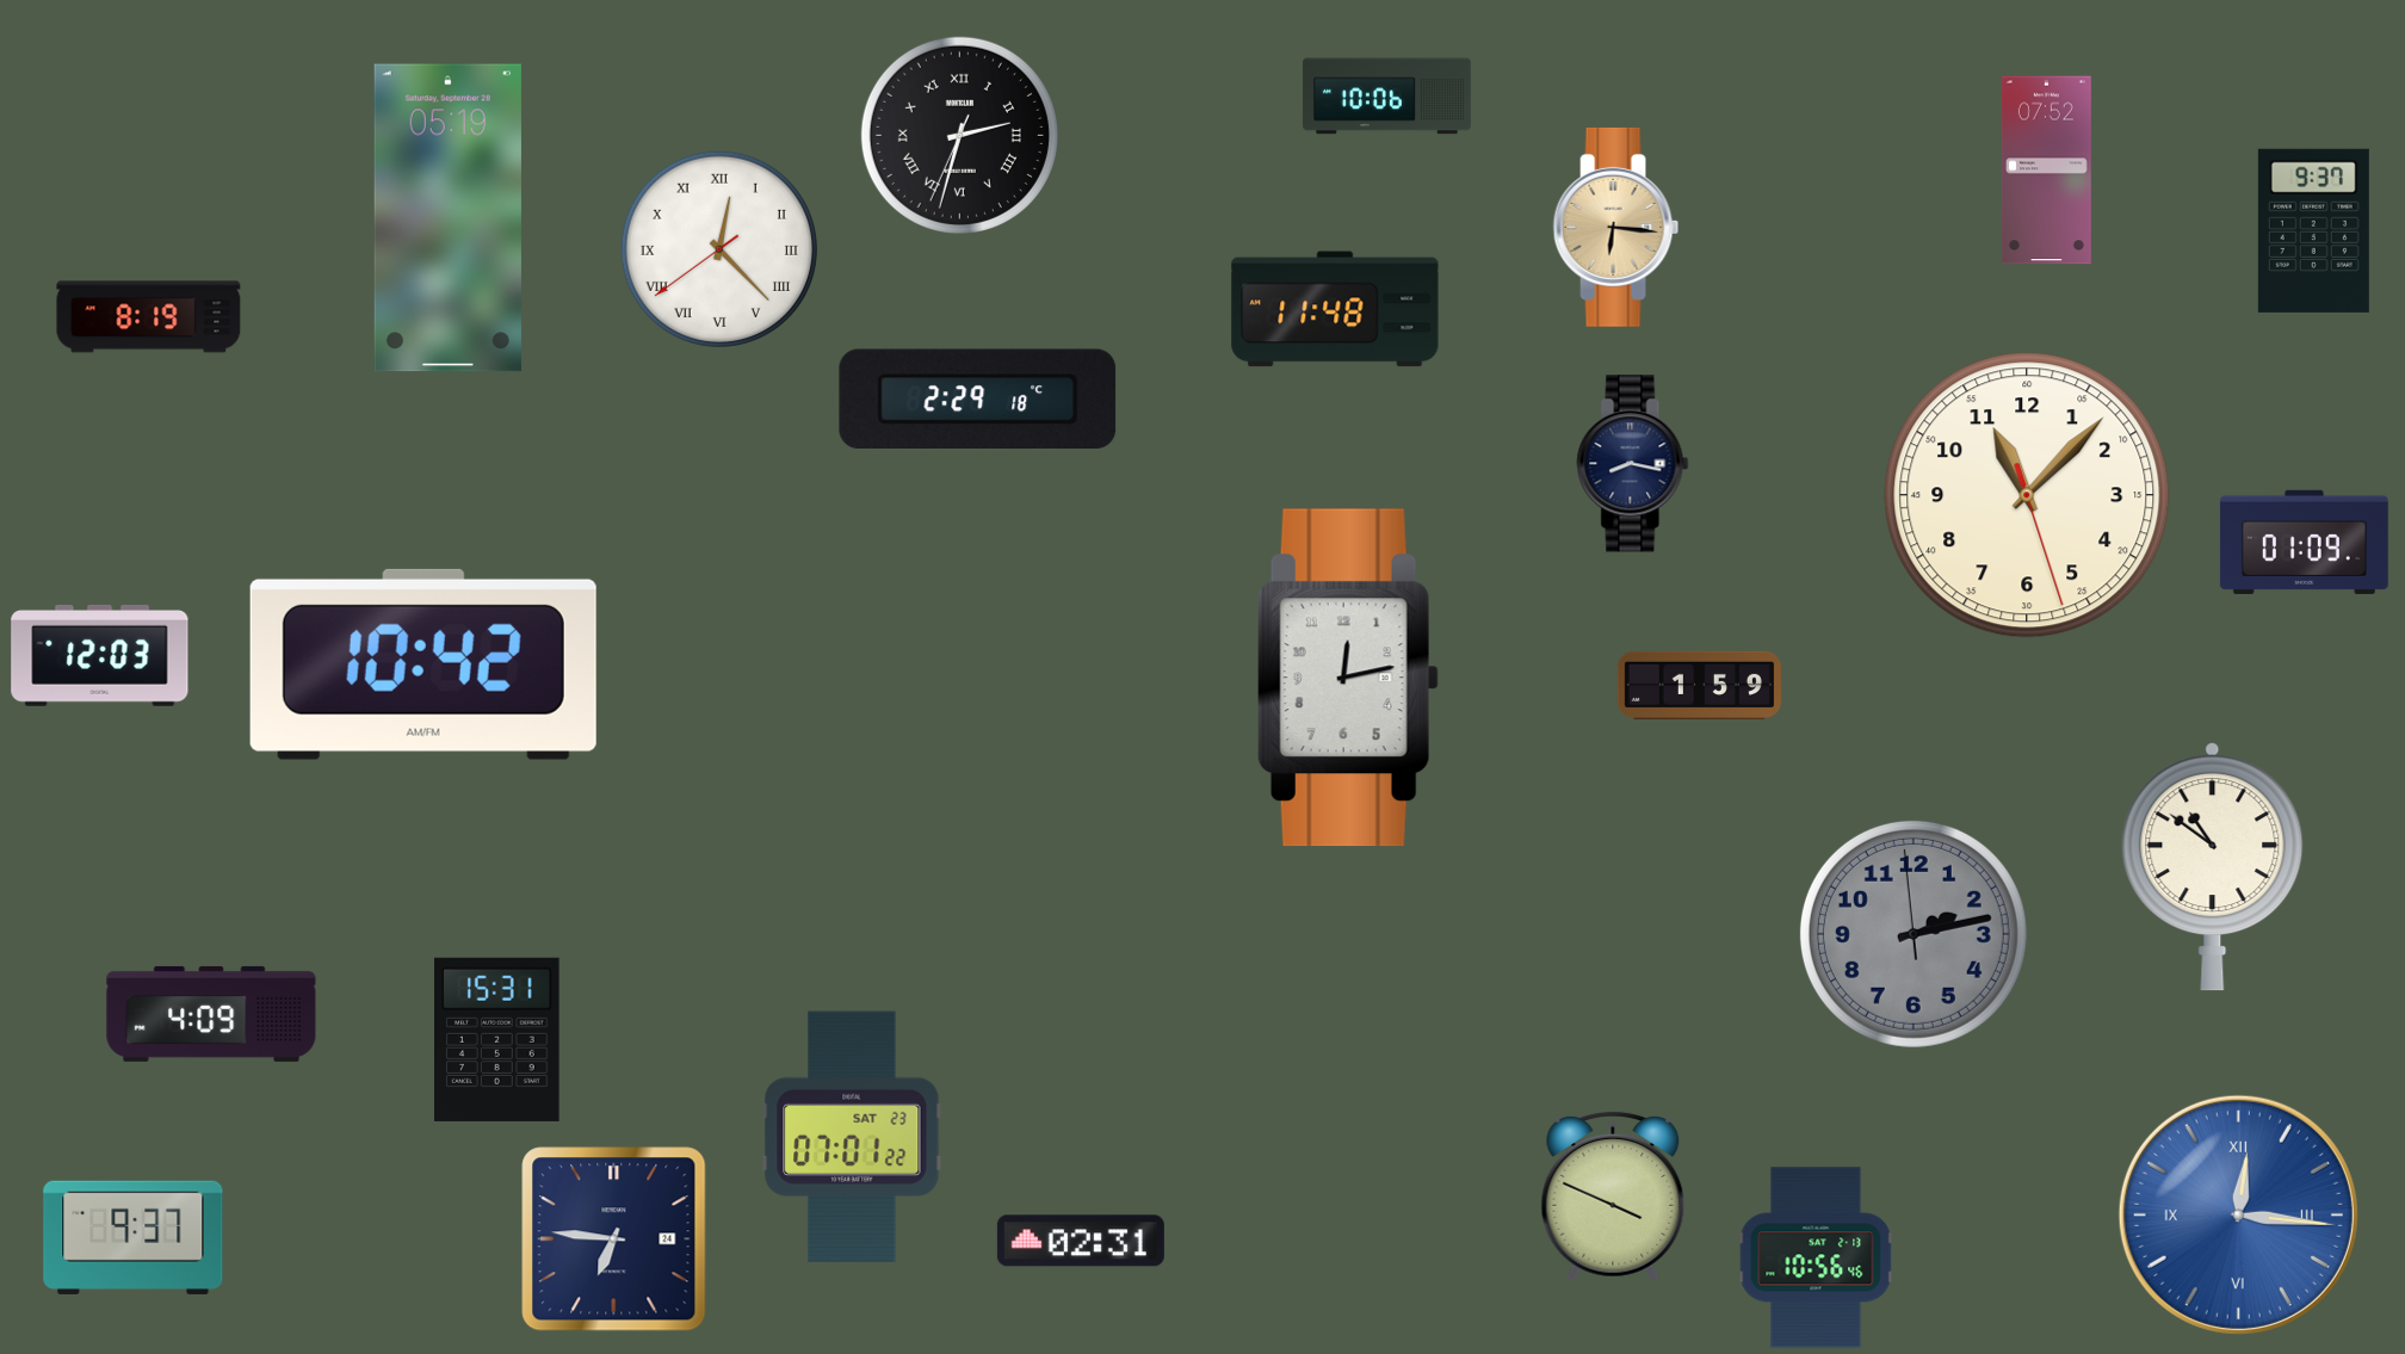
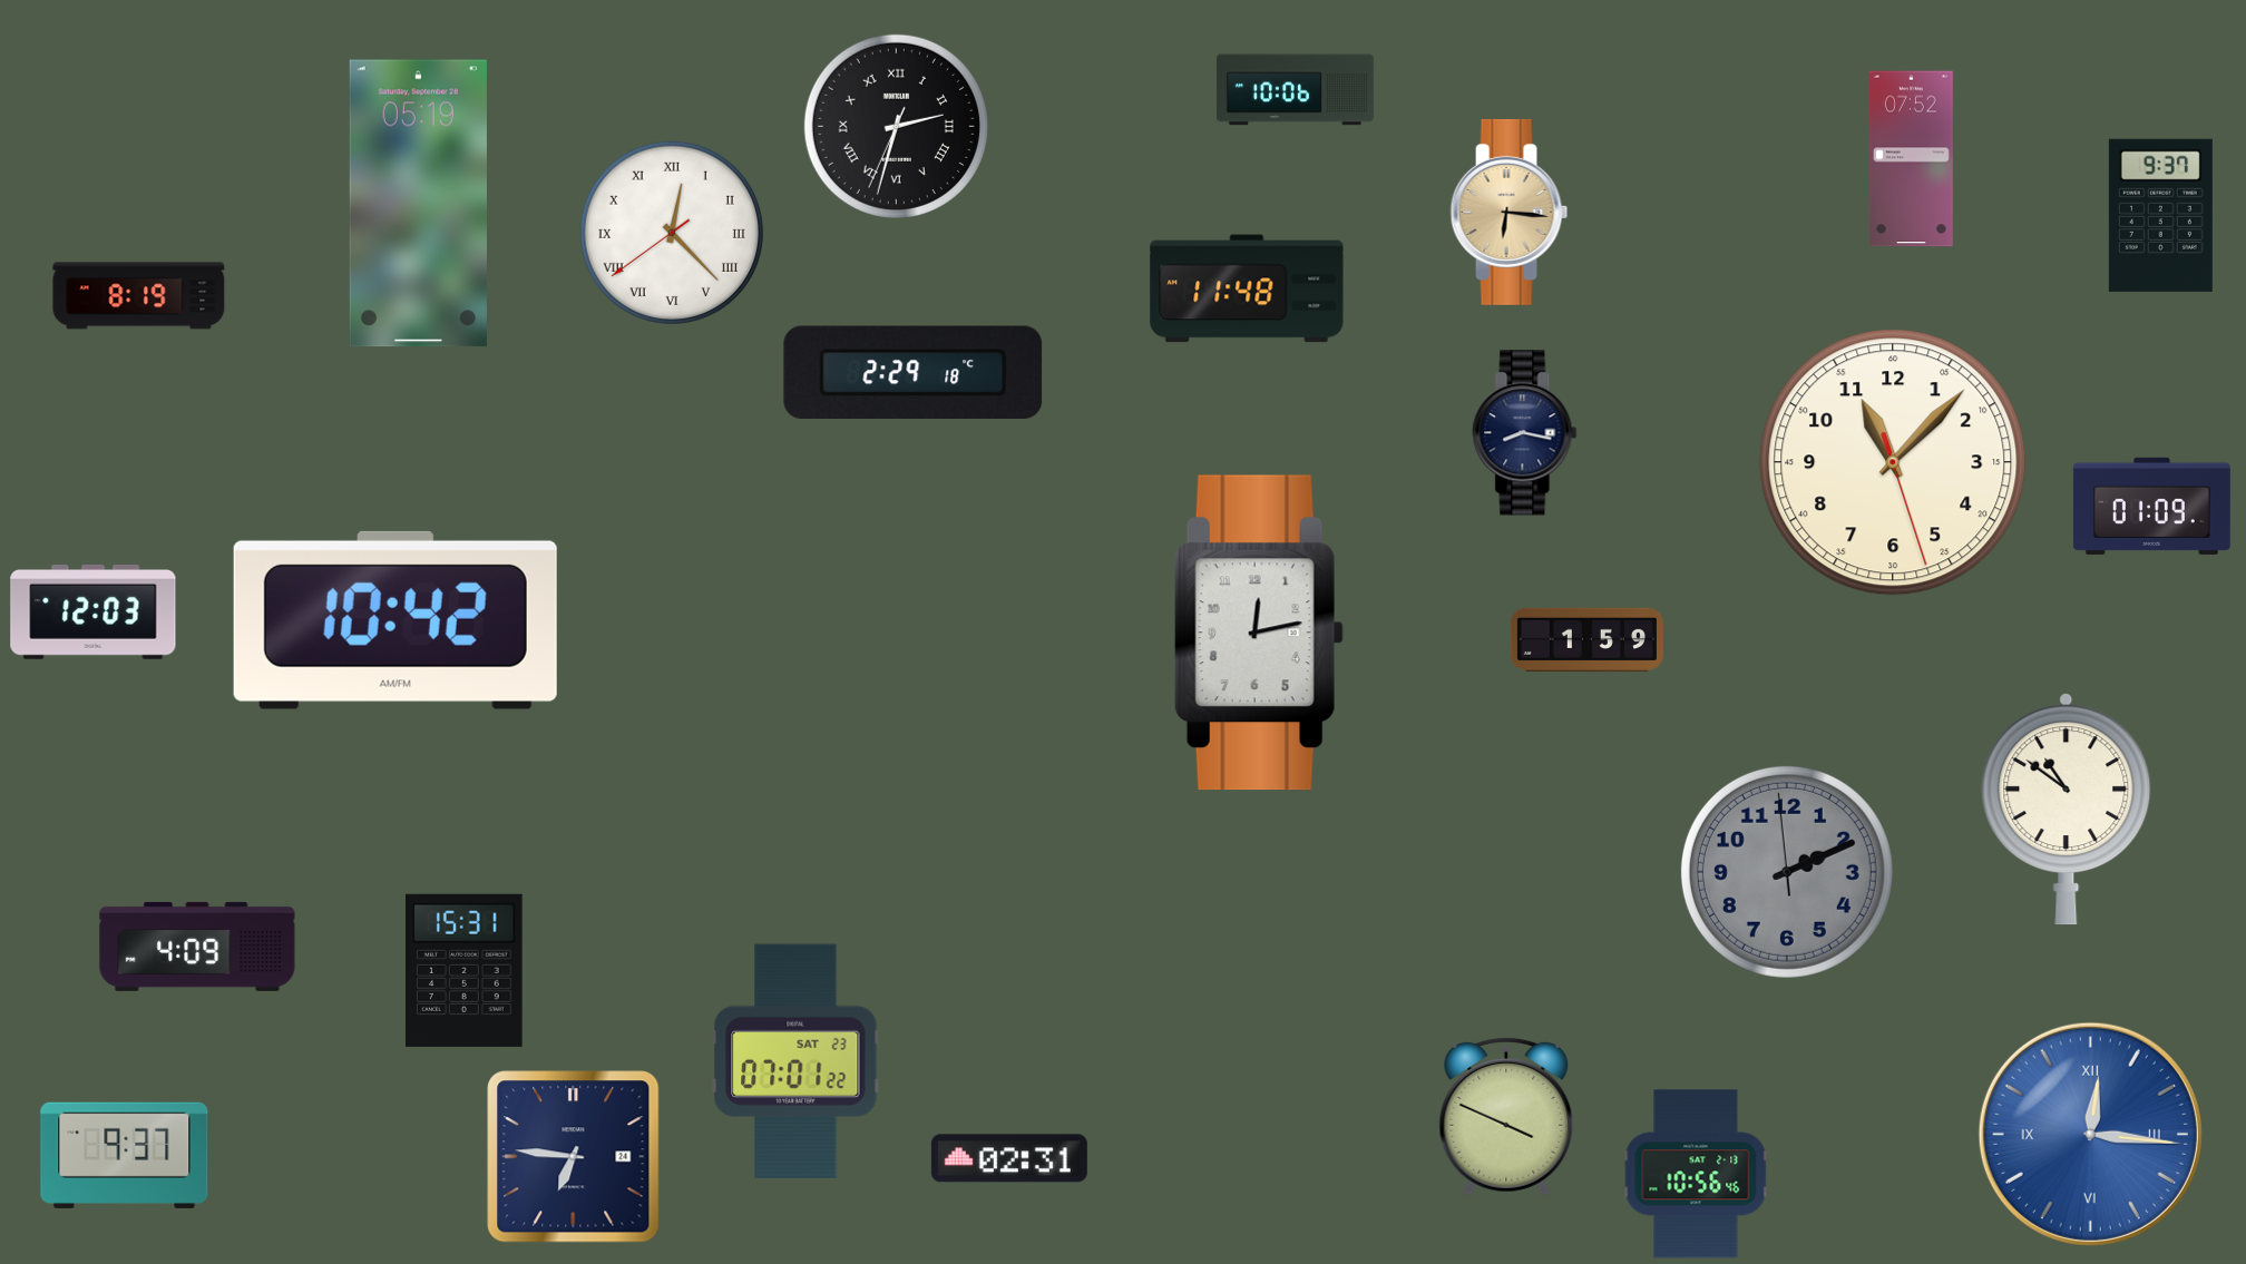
clock at (1914, 934): 2:12 -> 2:10
